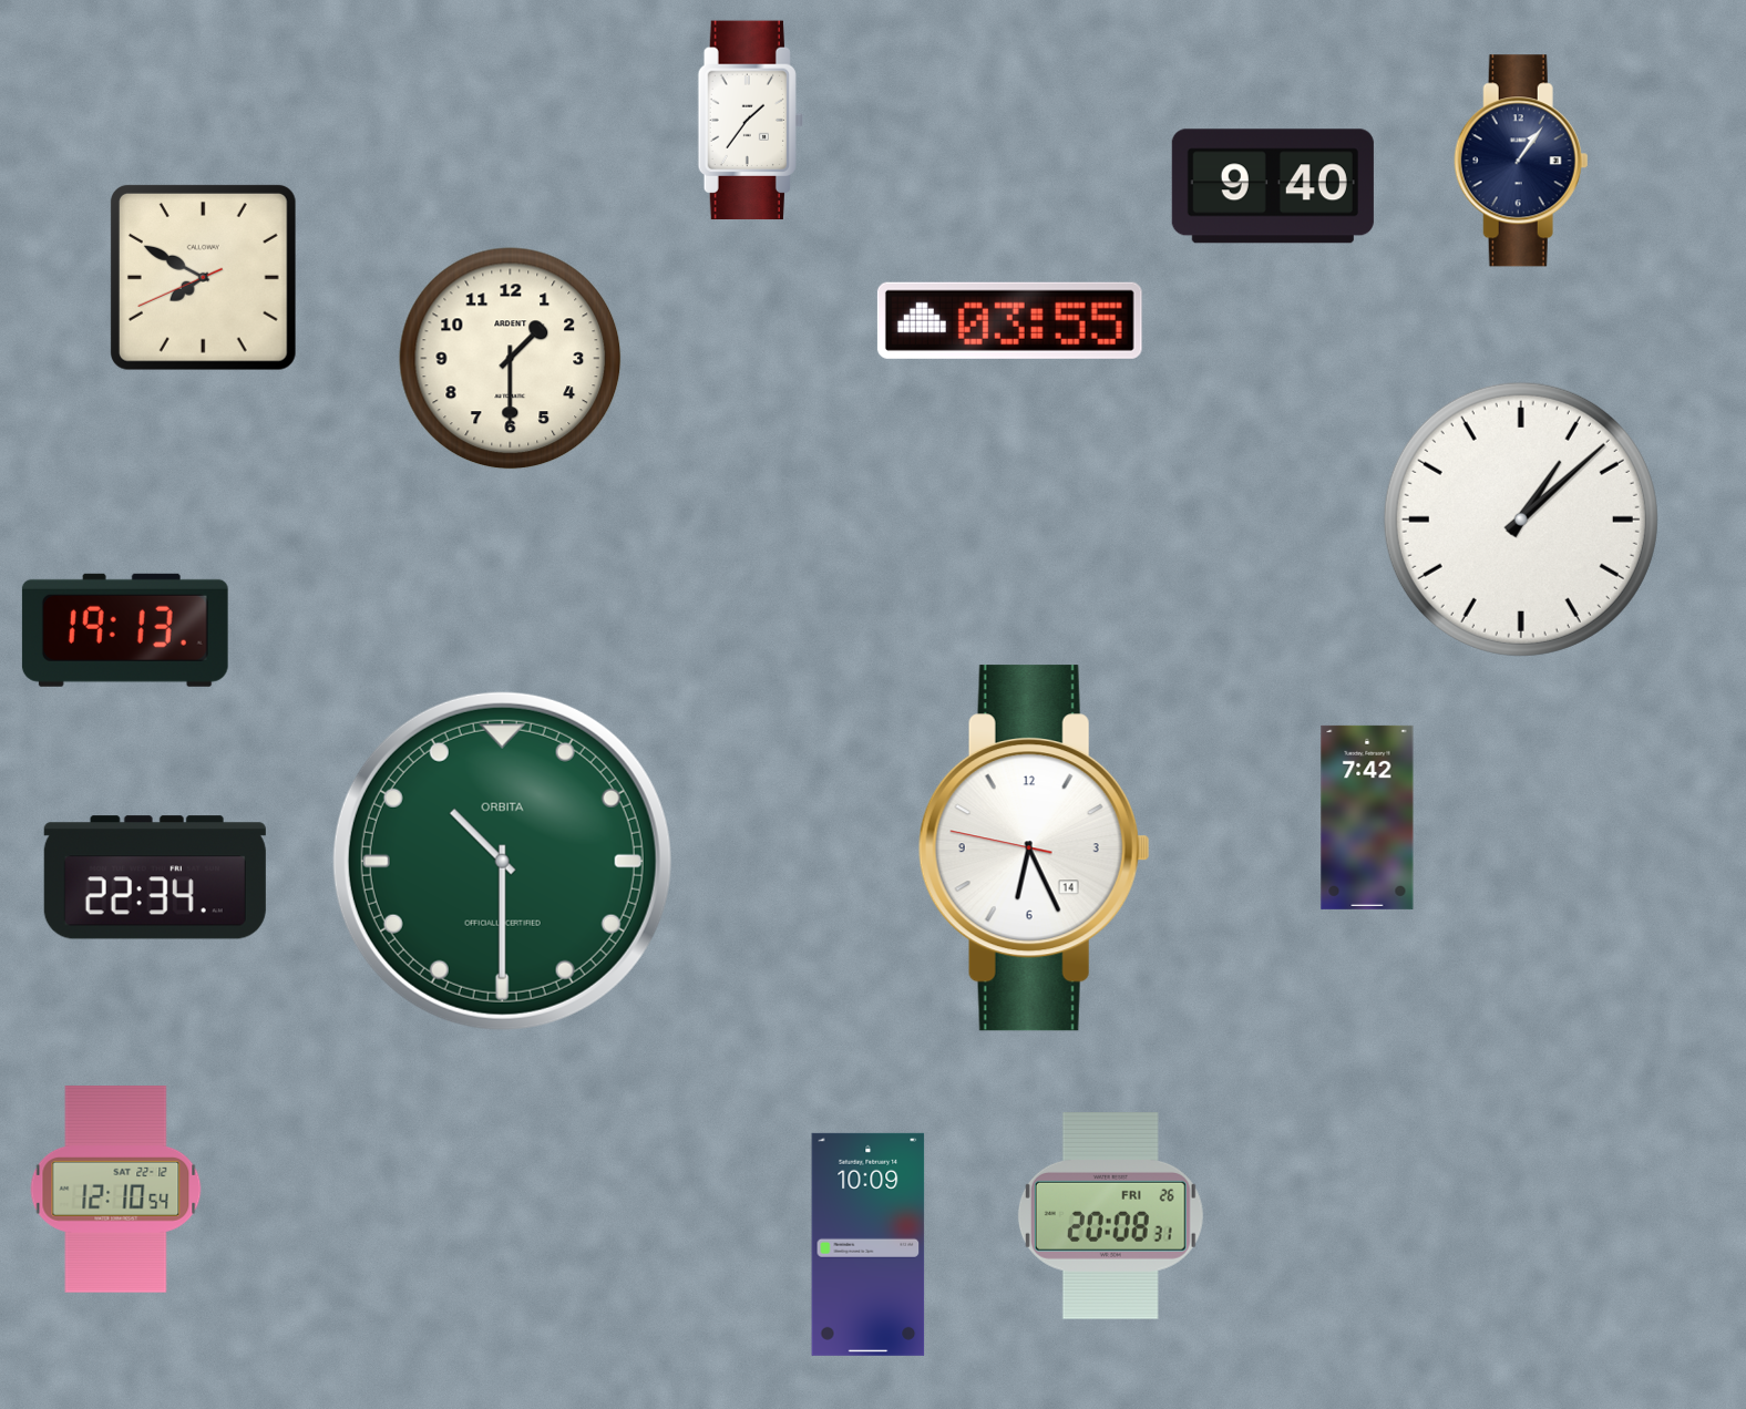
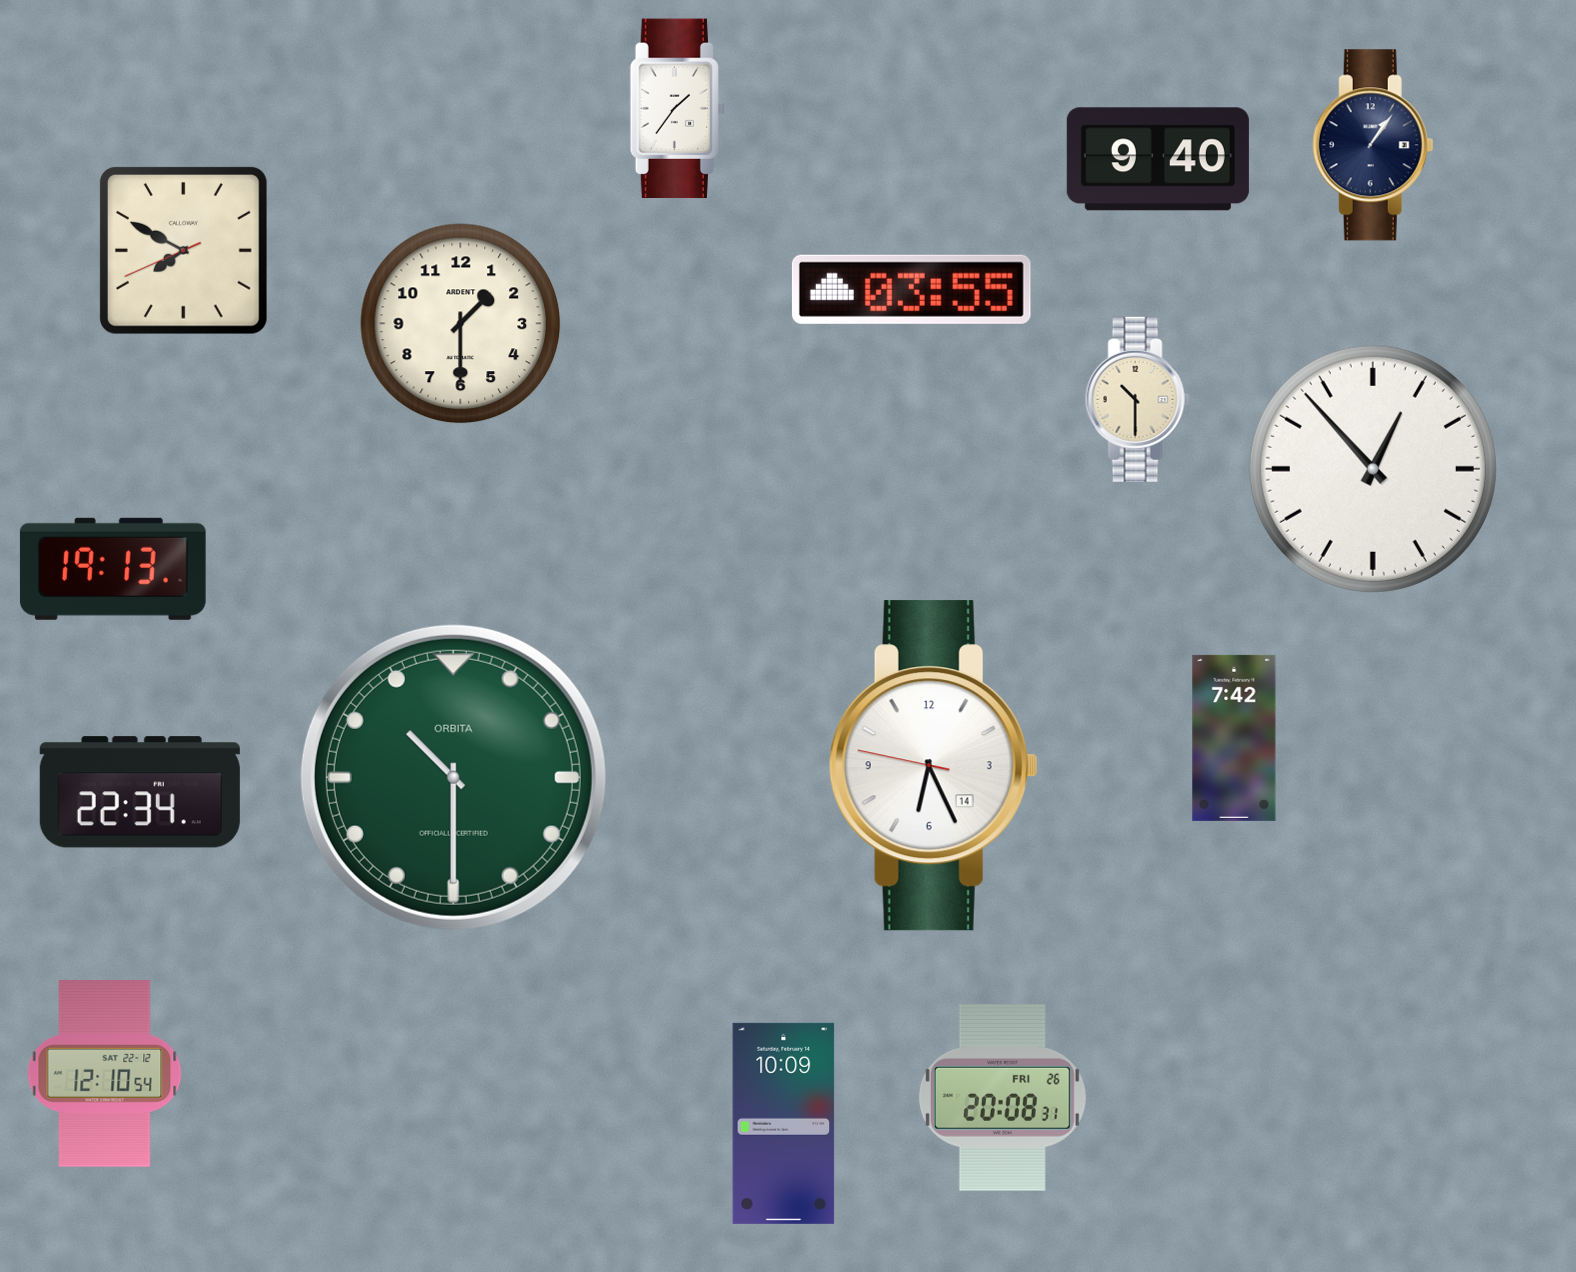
clock at (1273, 186) position: (1273, 186) -> (1158, 159)
clock at (1137, 399): none -> 10:30
clock at (1521, 520): 1:08 -> 12:53
